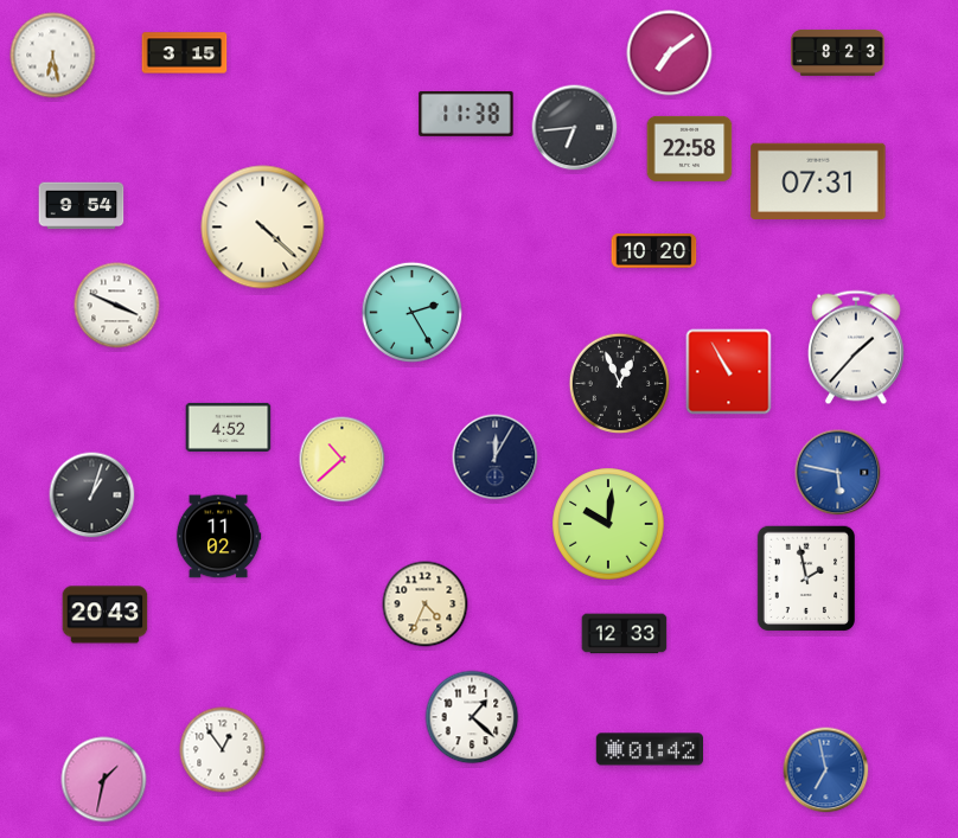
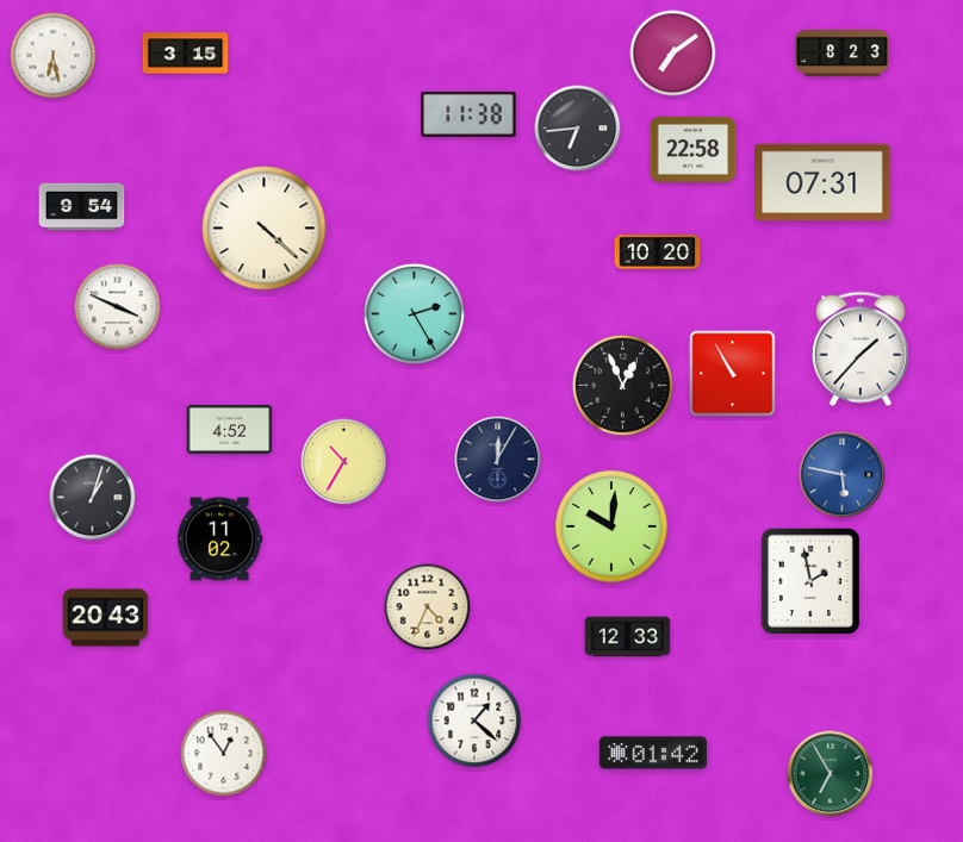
clock at (343, 460): 10:38 -> 10:35
clock at (826, 770): 6:58 -> 6:55
clock at (826, 770) dial: blue -> green
clock at (104, 780): 1:32 -> none
